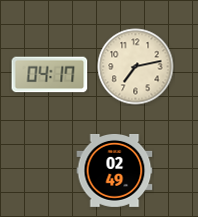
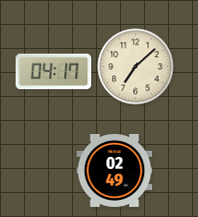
clock at (136, 67): 7:13 -> 7:08
clock at (50, 75) position: (50, 75) -> (54, 72)
